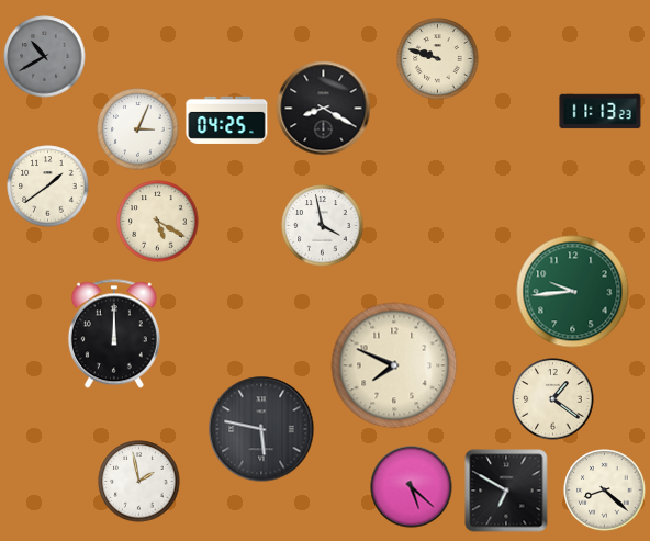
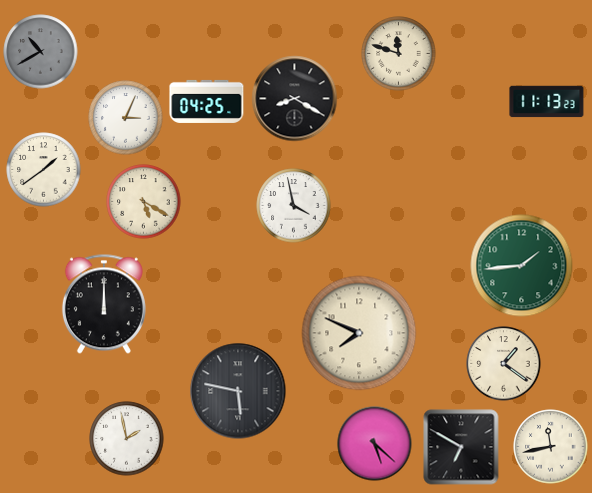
clock at (438, 59): 9:48 -> 11:48
clock at (227, 120) position: (227, 120) -> (207, 101)
clock at (573, 292): 9:44 -> 1:44
clock at (605, 491): 8:22 -> 11:43
